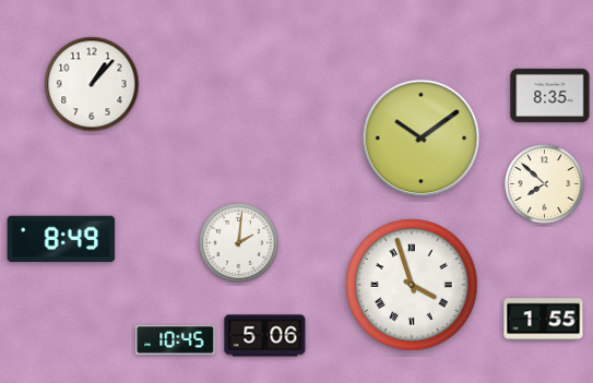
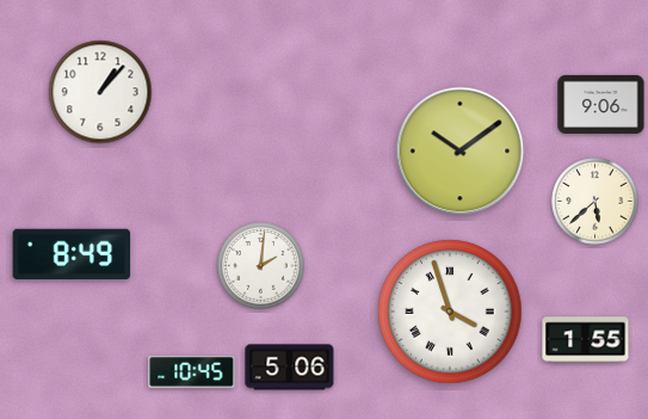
clock at (550, 95): 8:35 -> 9:06
clock at (545, 184): 7:52 -> 5:38
clock at (61, 239) position: (61, 239) -> (72, 254)
clock at (544, 320) position: (544, 320) -> (586, 340)
